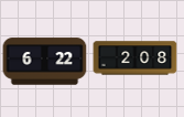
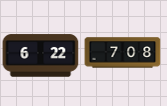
clock at (136, 59): 2:08 -> 7:08
